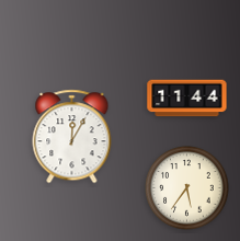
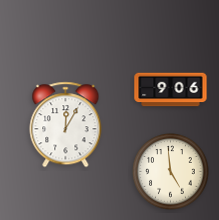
clock at (187, 99): 11:44 -> 9:06
clock at (187, 188): 5:36 -> 4:59
